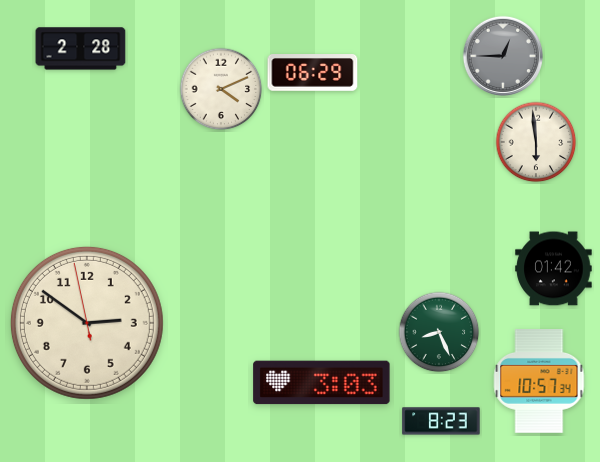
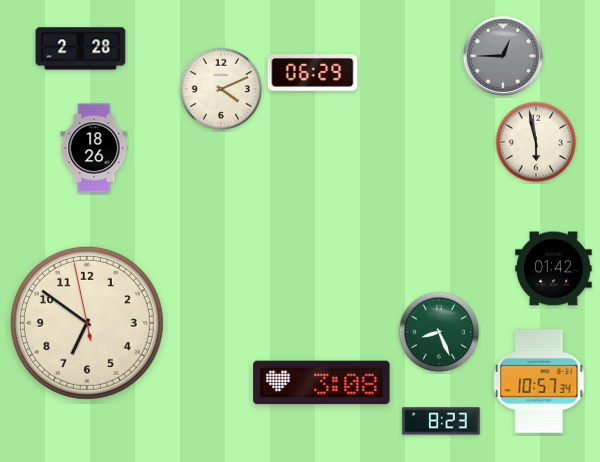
clock at (536, 142): 5:59 -> 5:58
clock at (94, 148): none -> 18:26
clock at (87, 323): 2:50 -> 6:50
clock at (322, 383): 3:03 -> 3:08
